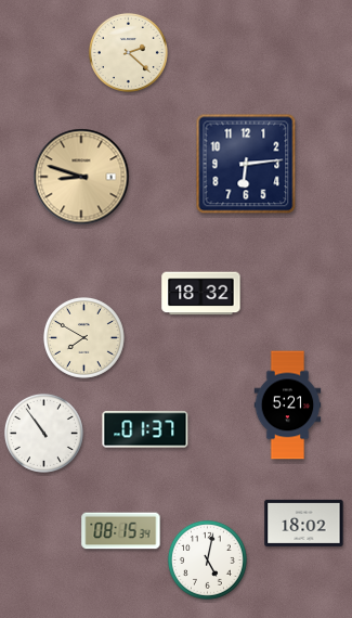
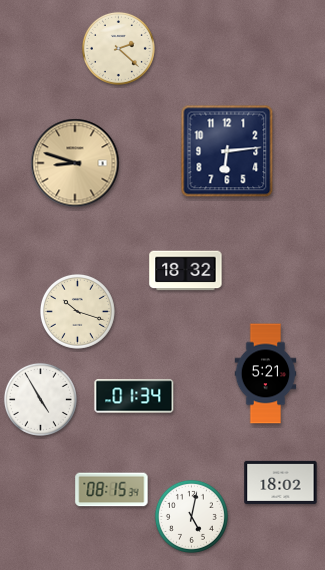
clock at (83, 337): 7:50 -> 10:18
clock at (145, 429): 01:37 -> 01:34
clock at (43, 433): 10:54 -> 4:55
